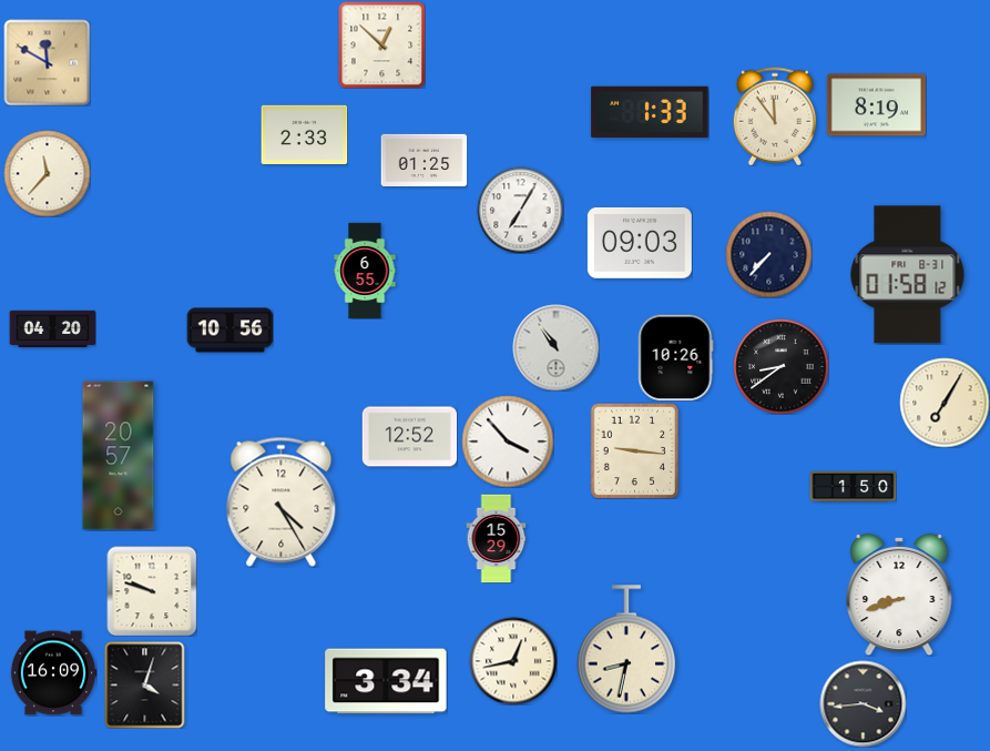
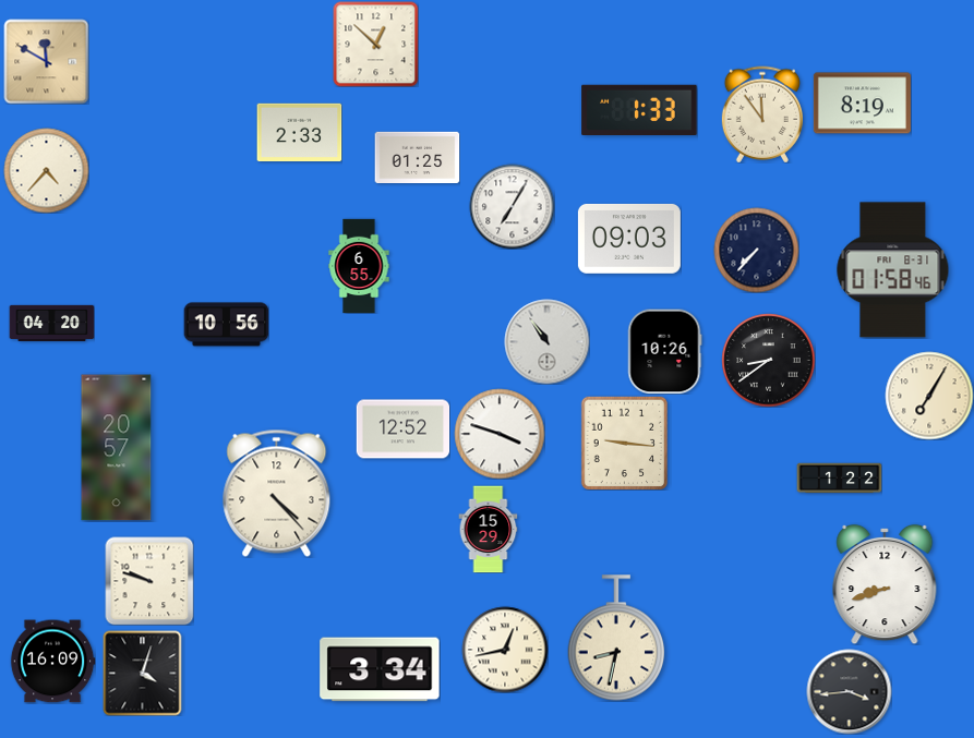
clock at (47, 173): 11:37 -> 4:37
clock at (908, 275): 01:58:12 -> 01:58:46
clock at (508, 442): 3:53 -> 3:48
clock at (853, 487): 1:50 -> 1:22
clock at (282, 501): 4:25 -> 4:23
